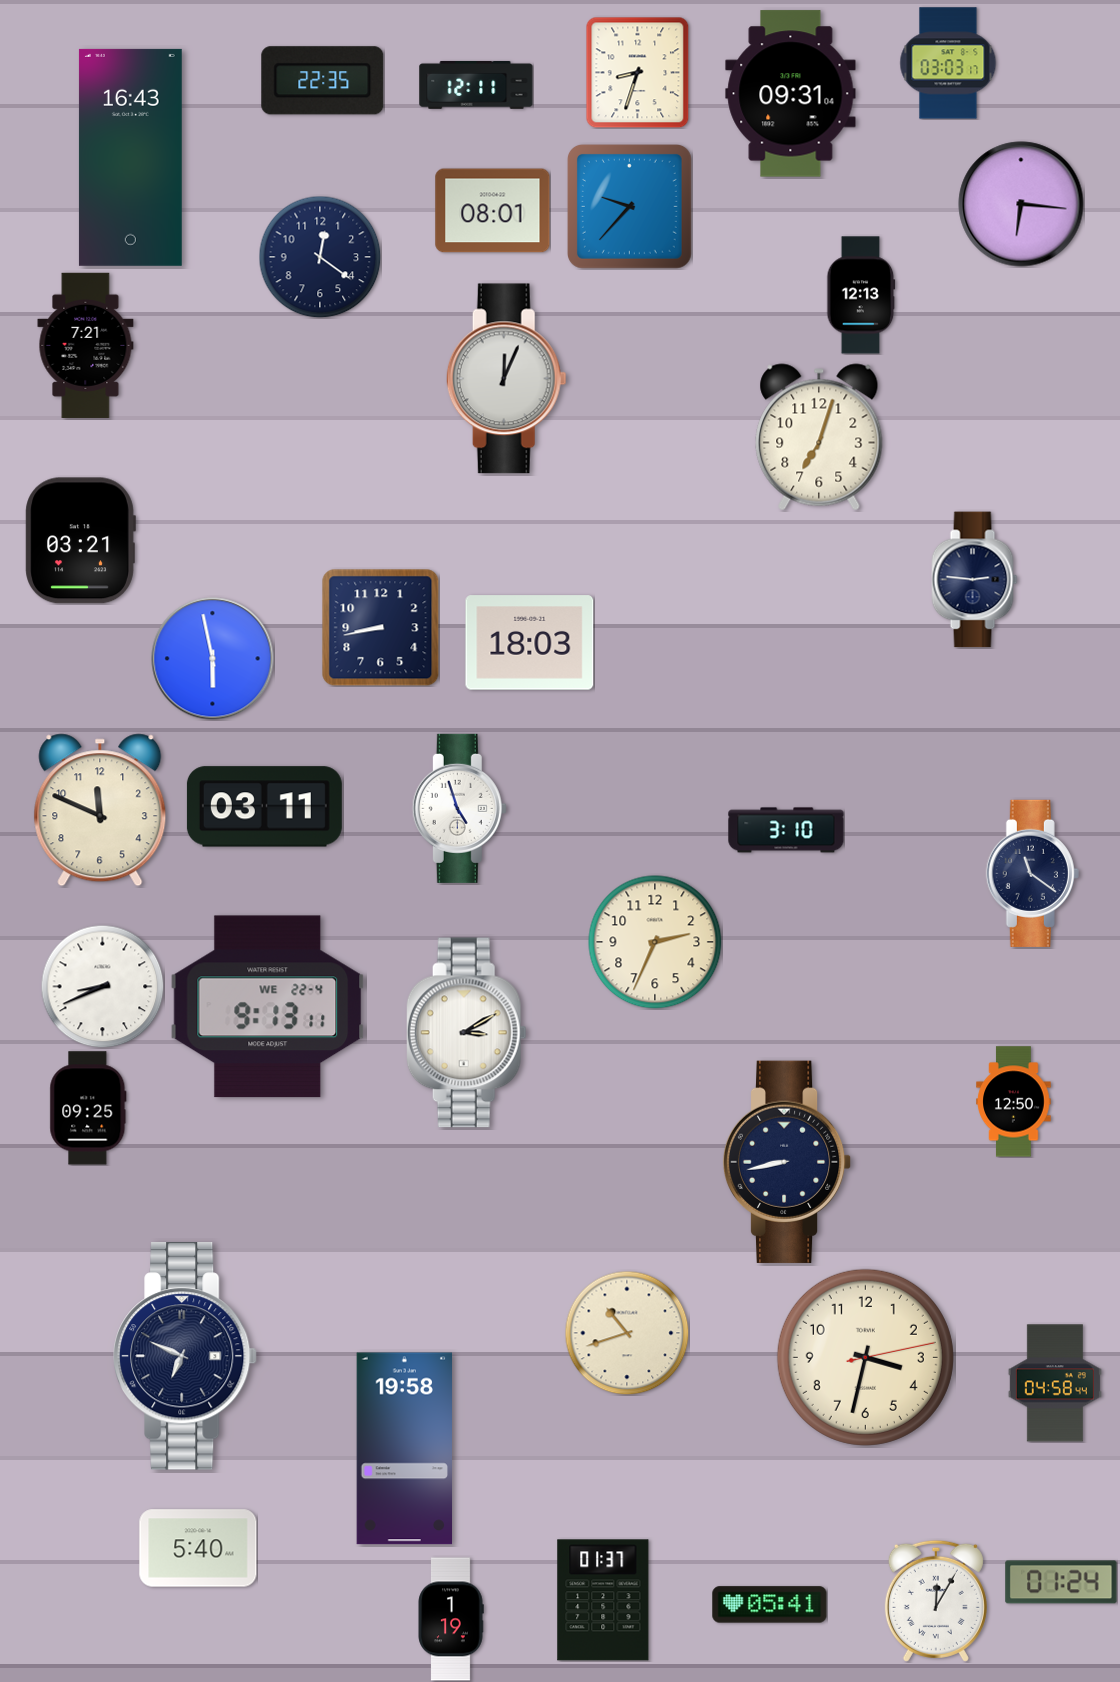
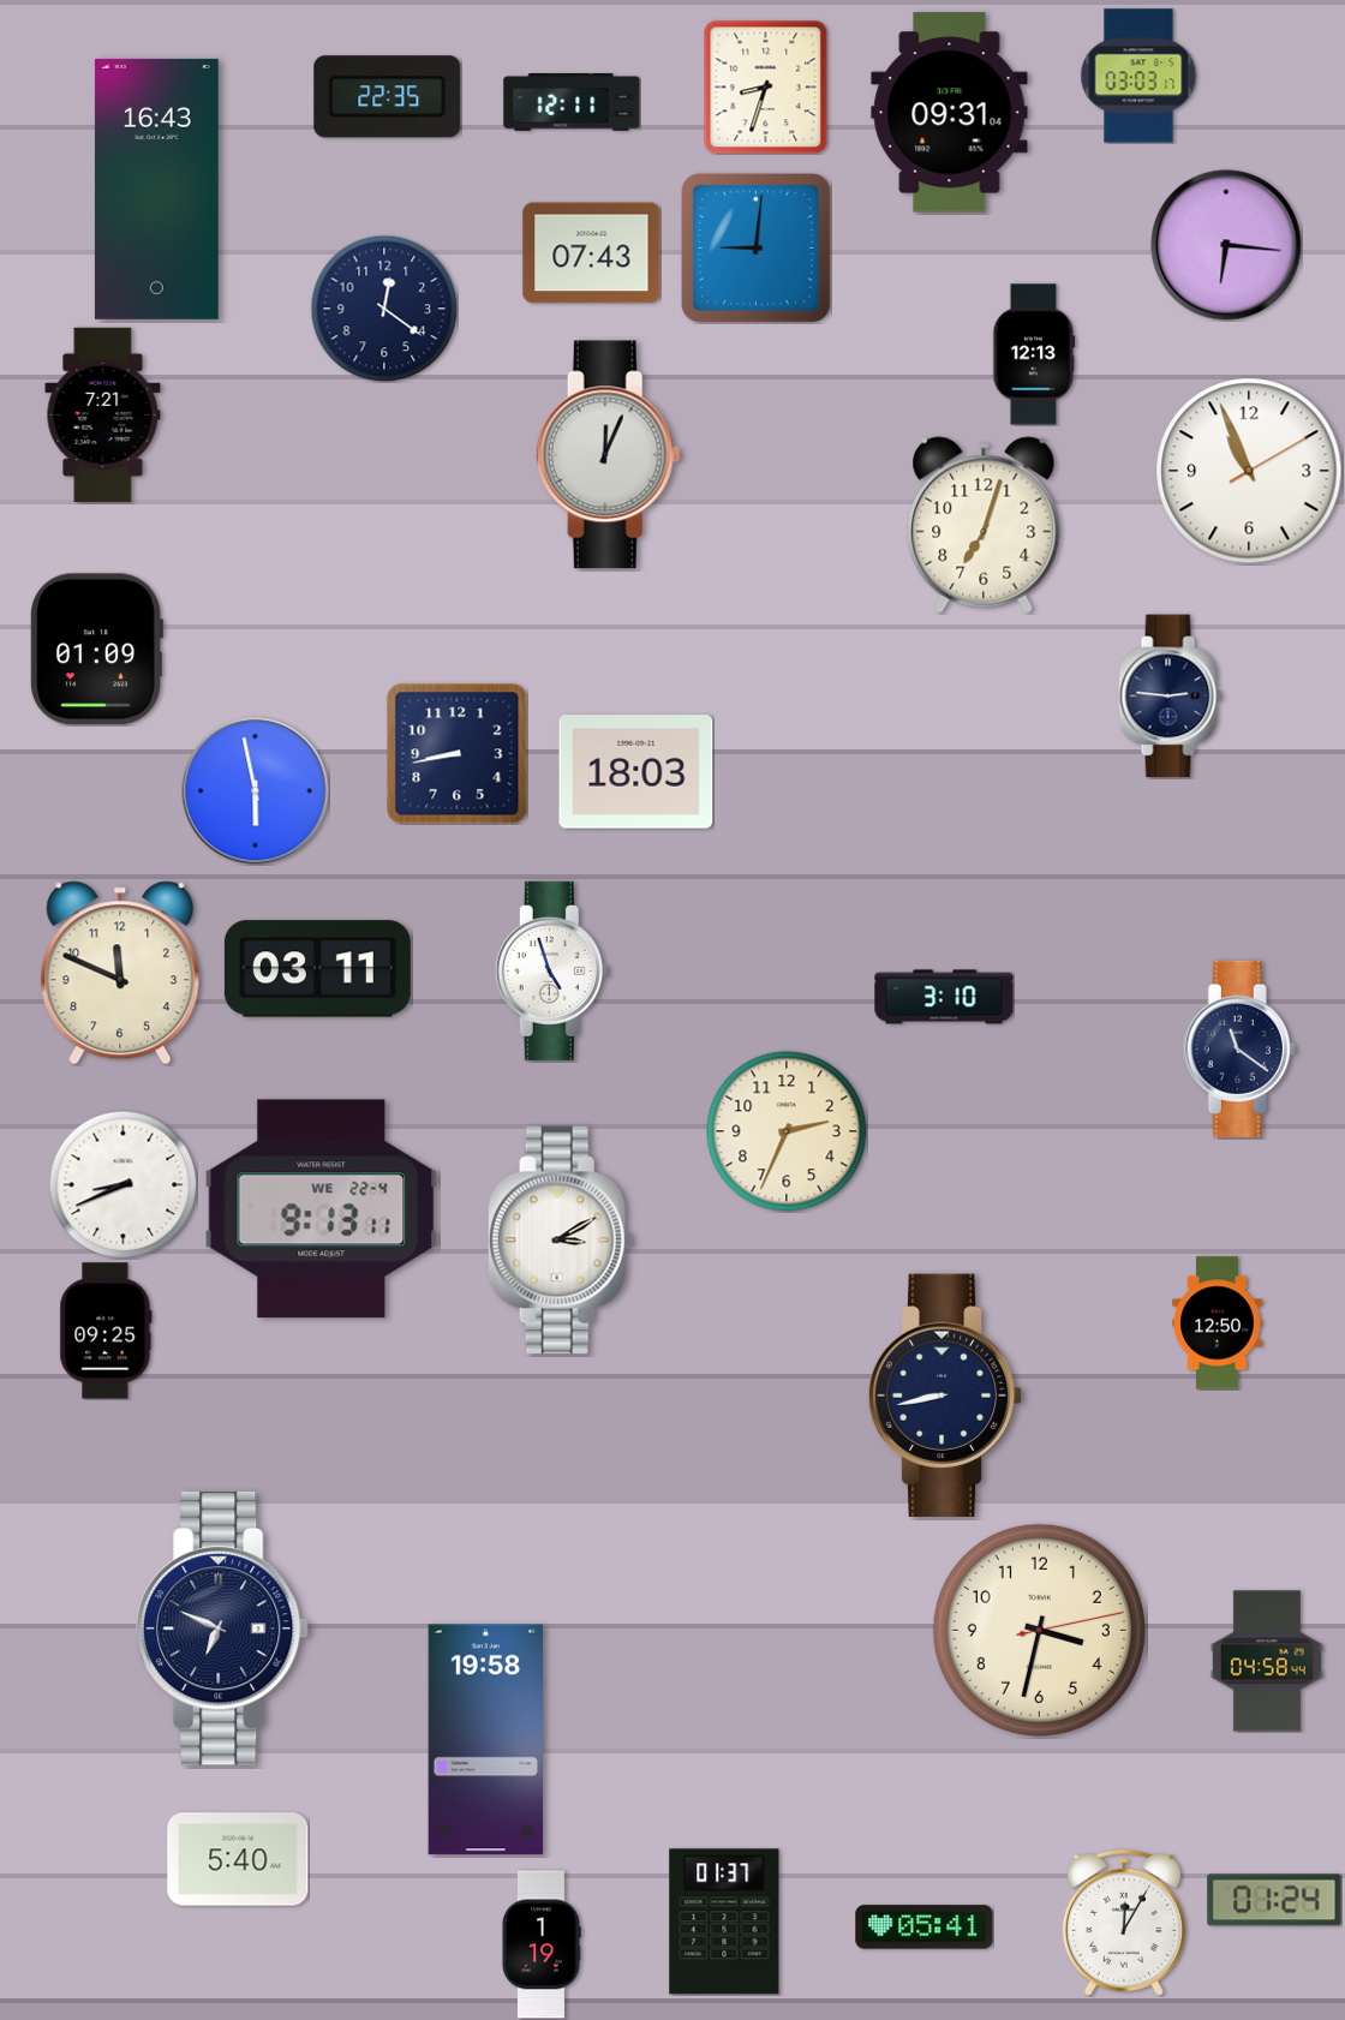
clock at (629, 206): 9:37 -> 9:01
clock at (493, 211): 08:01 -> 07:43
clock at (1249, 471): none -> 10:56
clock at (80, 541): 03:21 -> 01:09
clock at (627, 1333): 10:42 -> none
